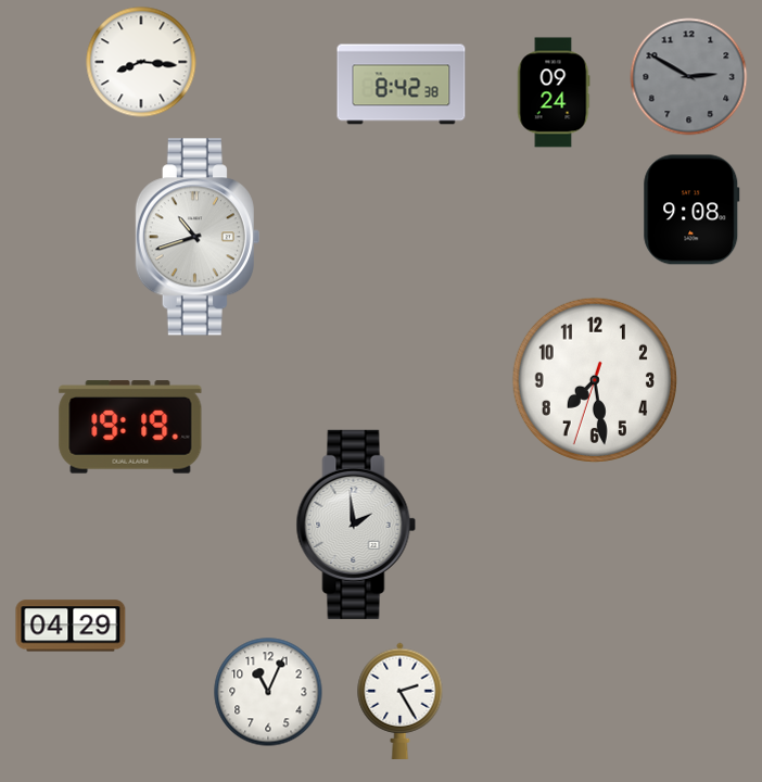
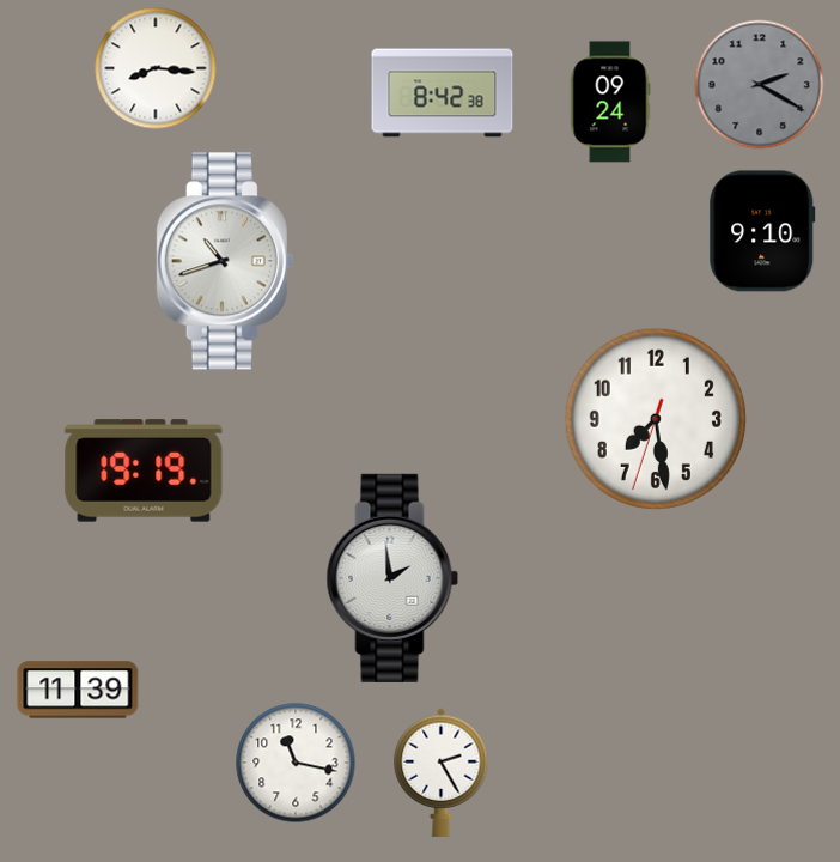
clock at (689, 77): 2:50 -> 2:20
clock at (691, 210): 9:08 -> 9:10
clock at (198, 237) position: (198, 237) -> (225, 261)
clock at (71, 626): 04:29 -> 11:39
clock at (268, 692): 11:04 -> 11:17
